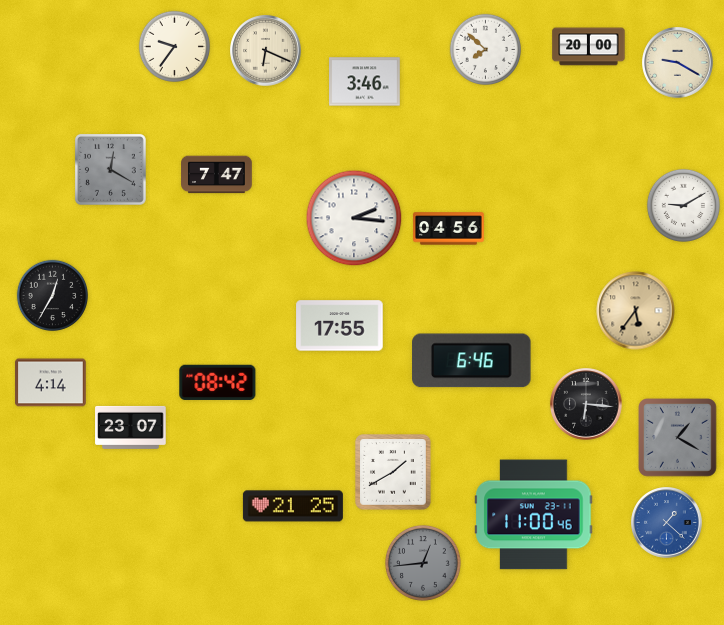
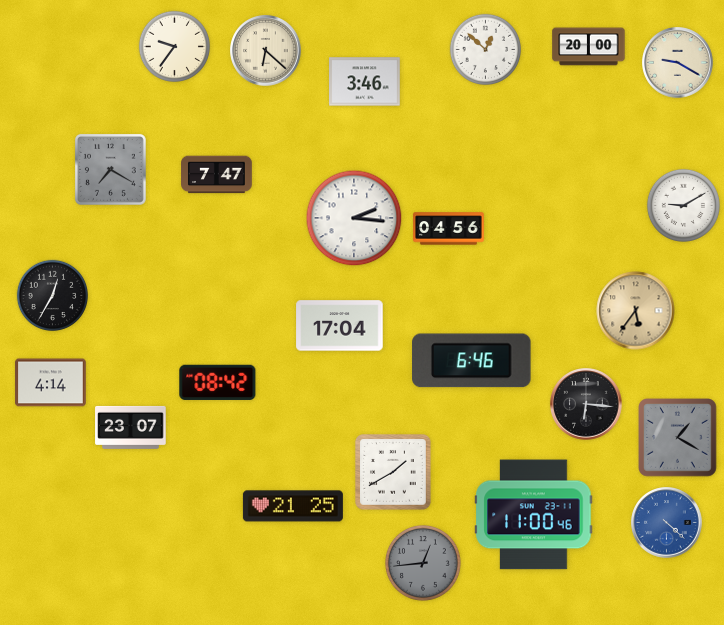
clock at (485, 49): 7:52 -> 12:52
clock at (266, 51): 6:19 -> 6:22
clock at (110, 169): 12:20 -> 7:20
clock at (340, 326): 17:55 -> 17:04
clock at (667, 523): 1:22 -> 4:22
